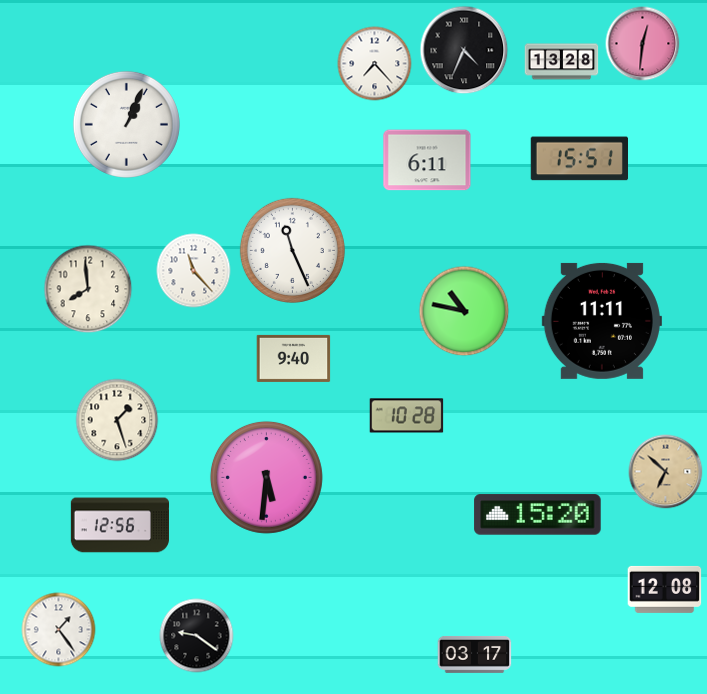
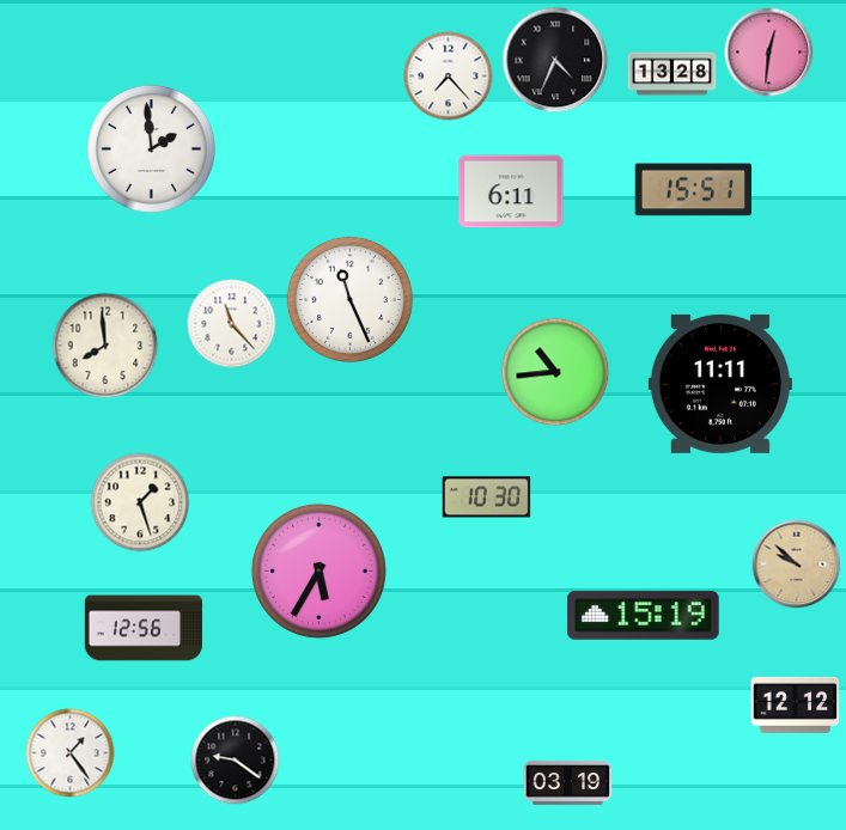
clock at (126, 124): 1:04 -> 1:59
clock at (464, 311): 10:47 -> 10:44
clock at (294, 358): 9:40 -> none
clock at (407, 416): 10:28 -> 10:30
clock at (666, 472): 6:52 -> 9:52
clock at (266, 477): 5:31 -> 5:35
clock at (538, 515): 15:20 -> 15:19
clock at (665, 589): 12:08 -> 12:12
clock at (475, 654): 03:17 -> 03:19
